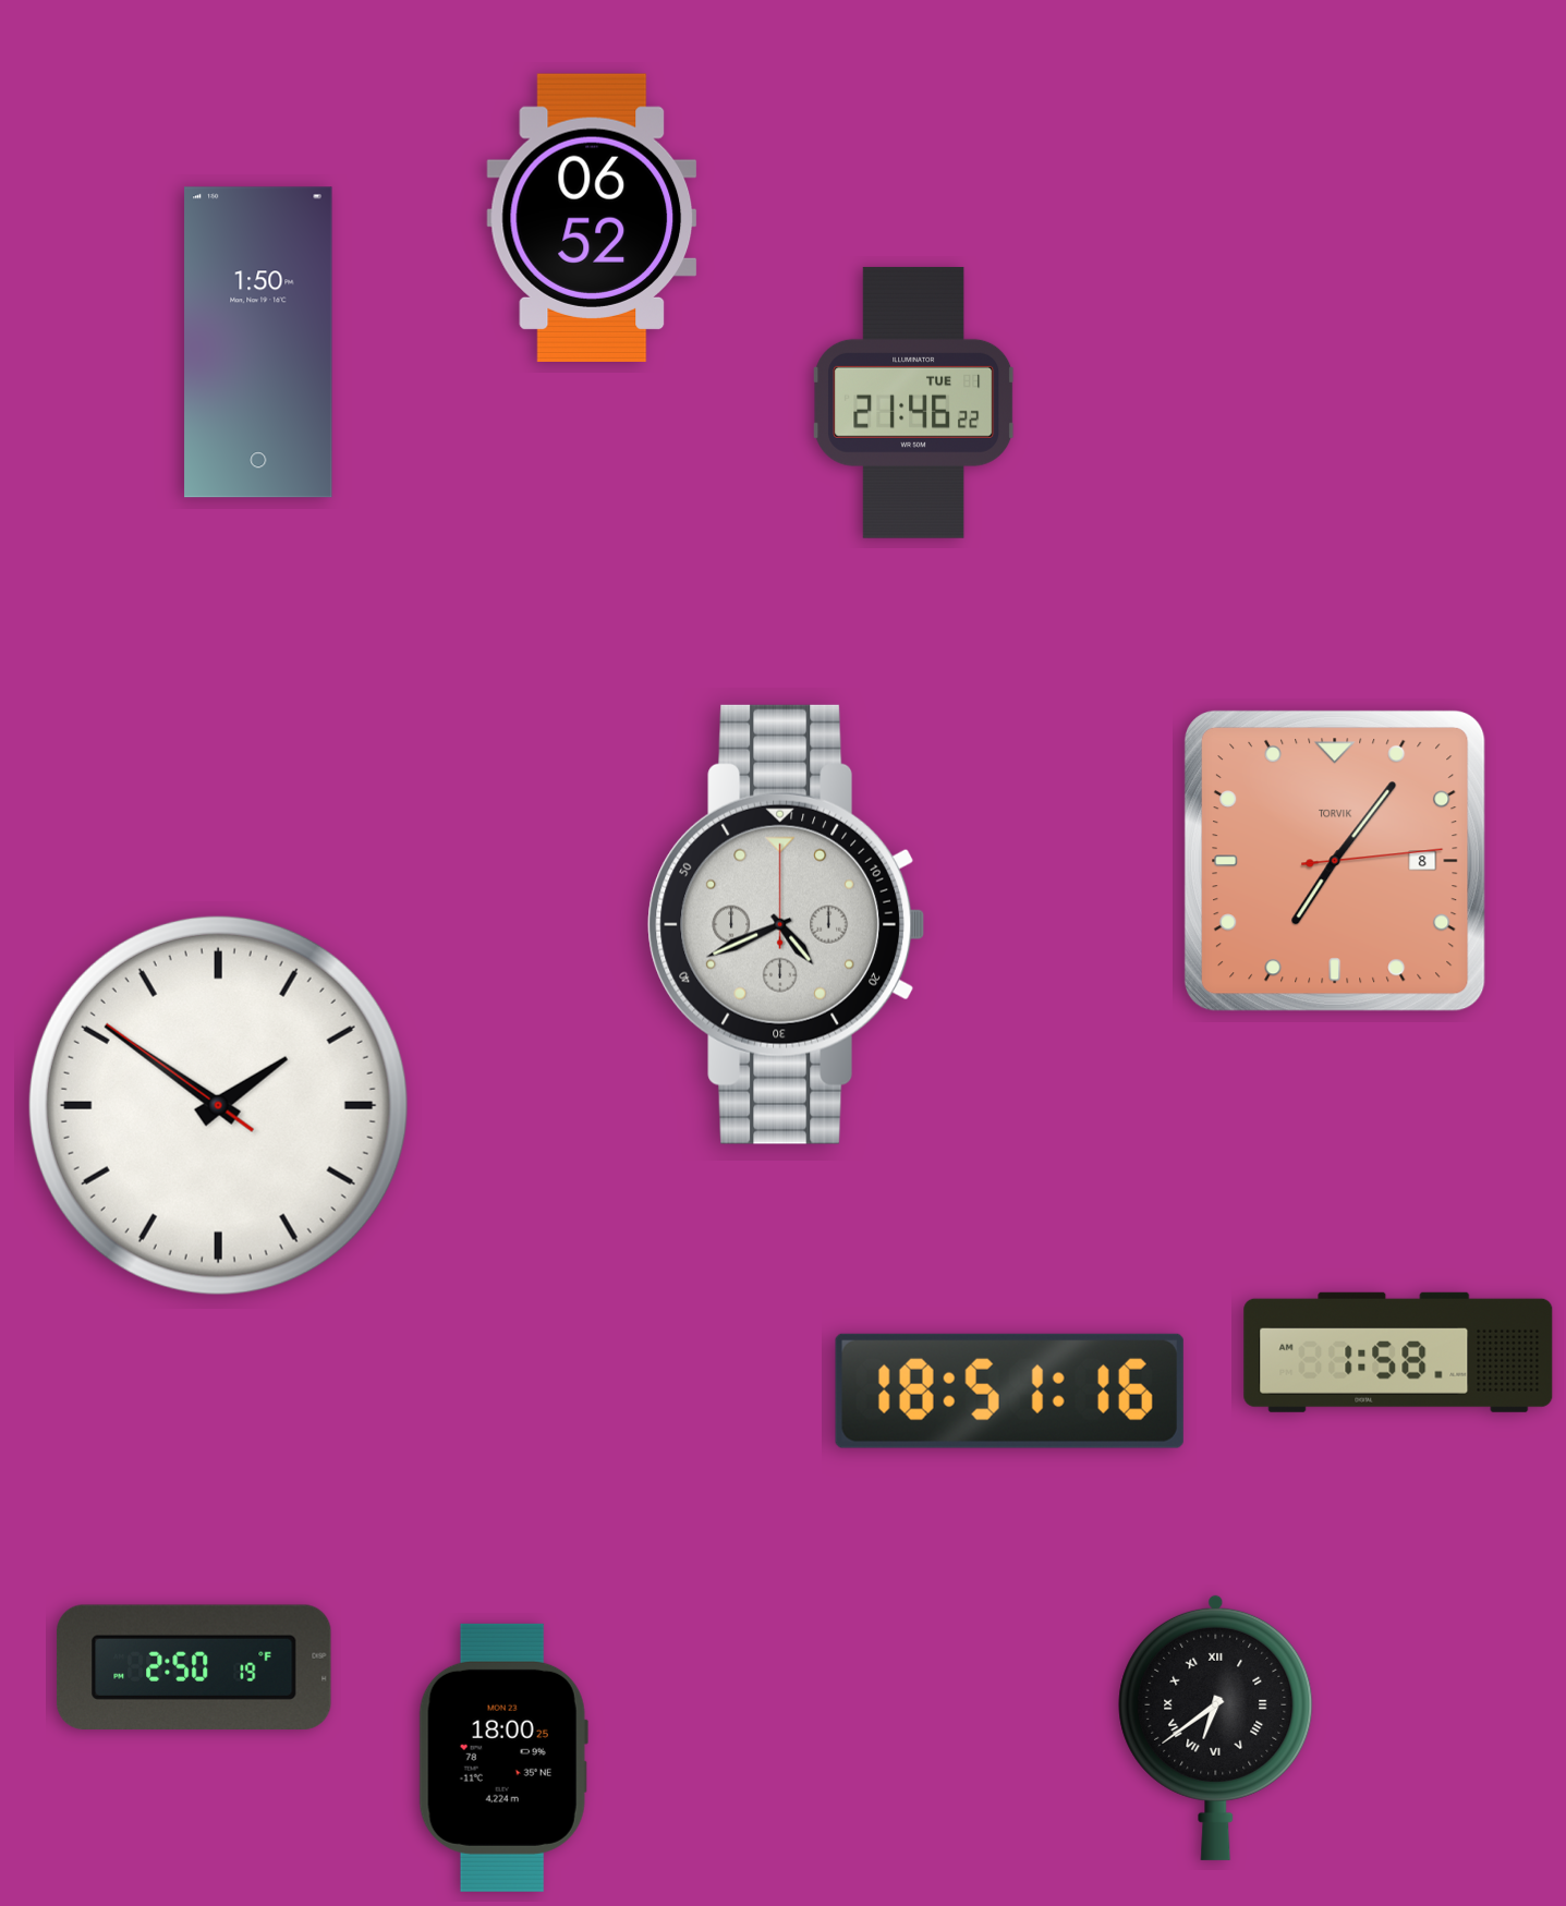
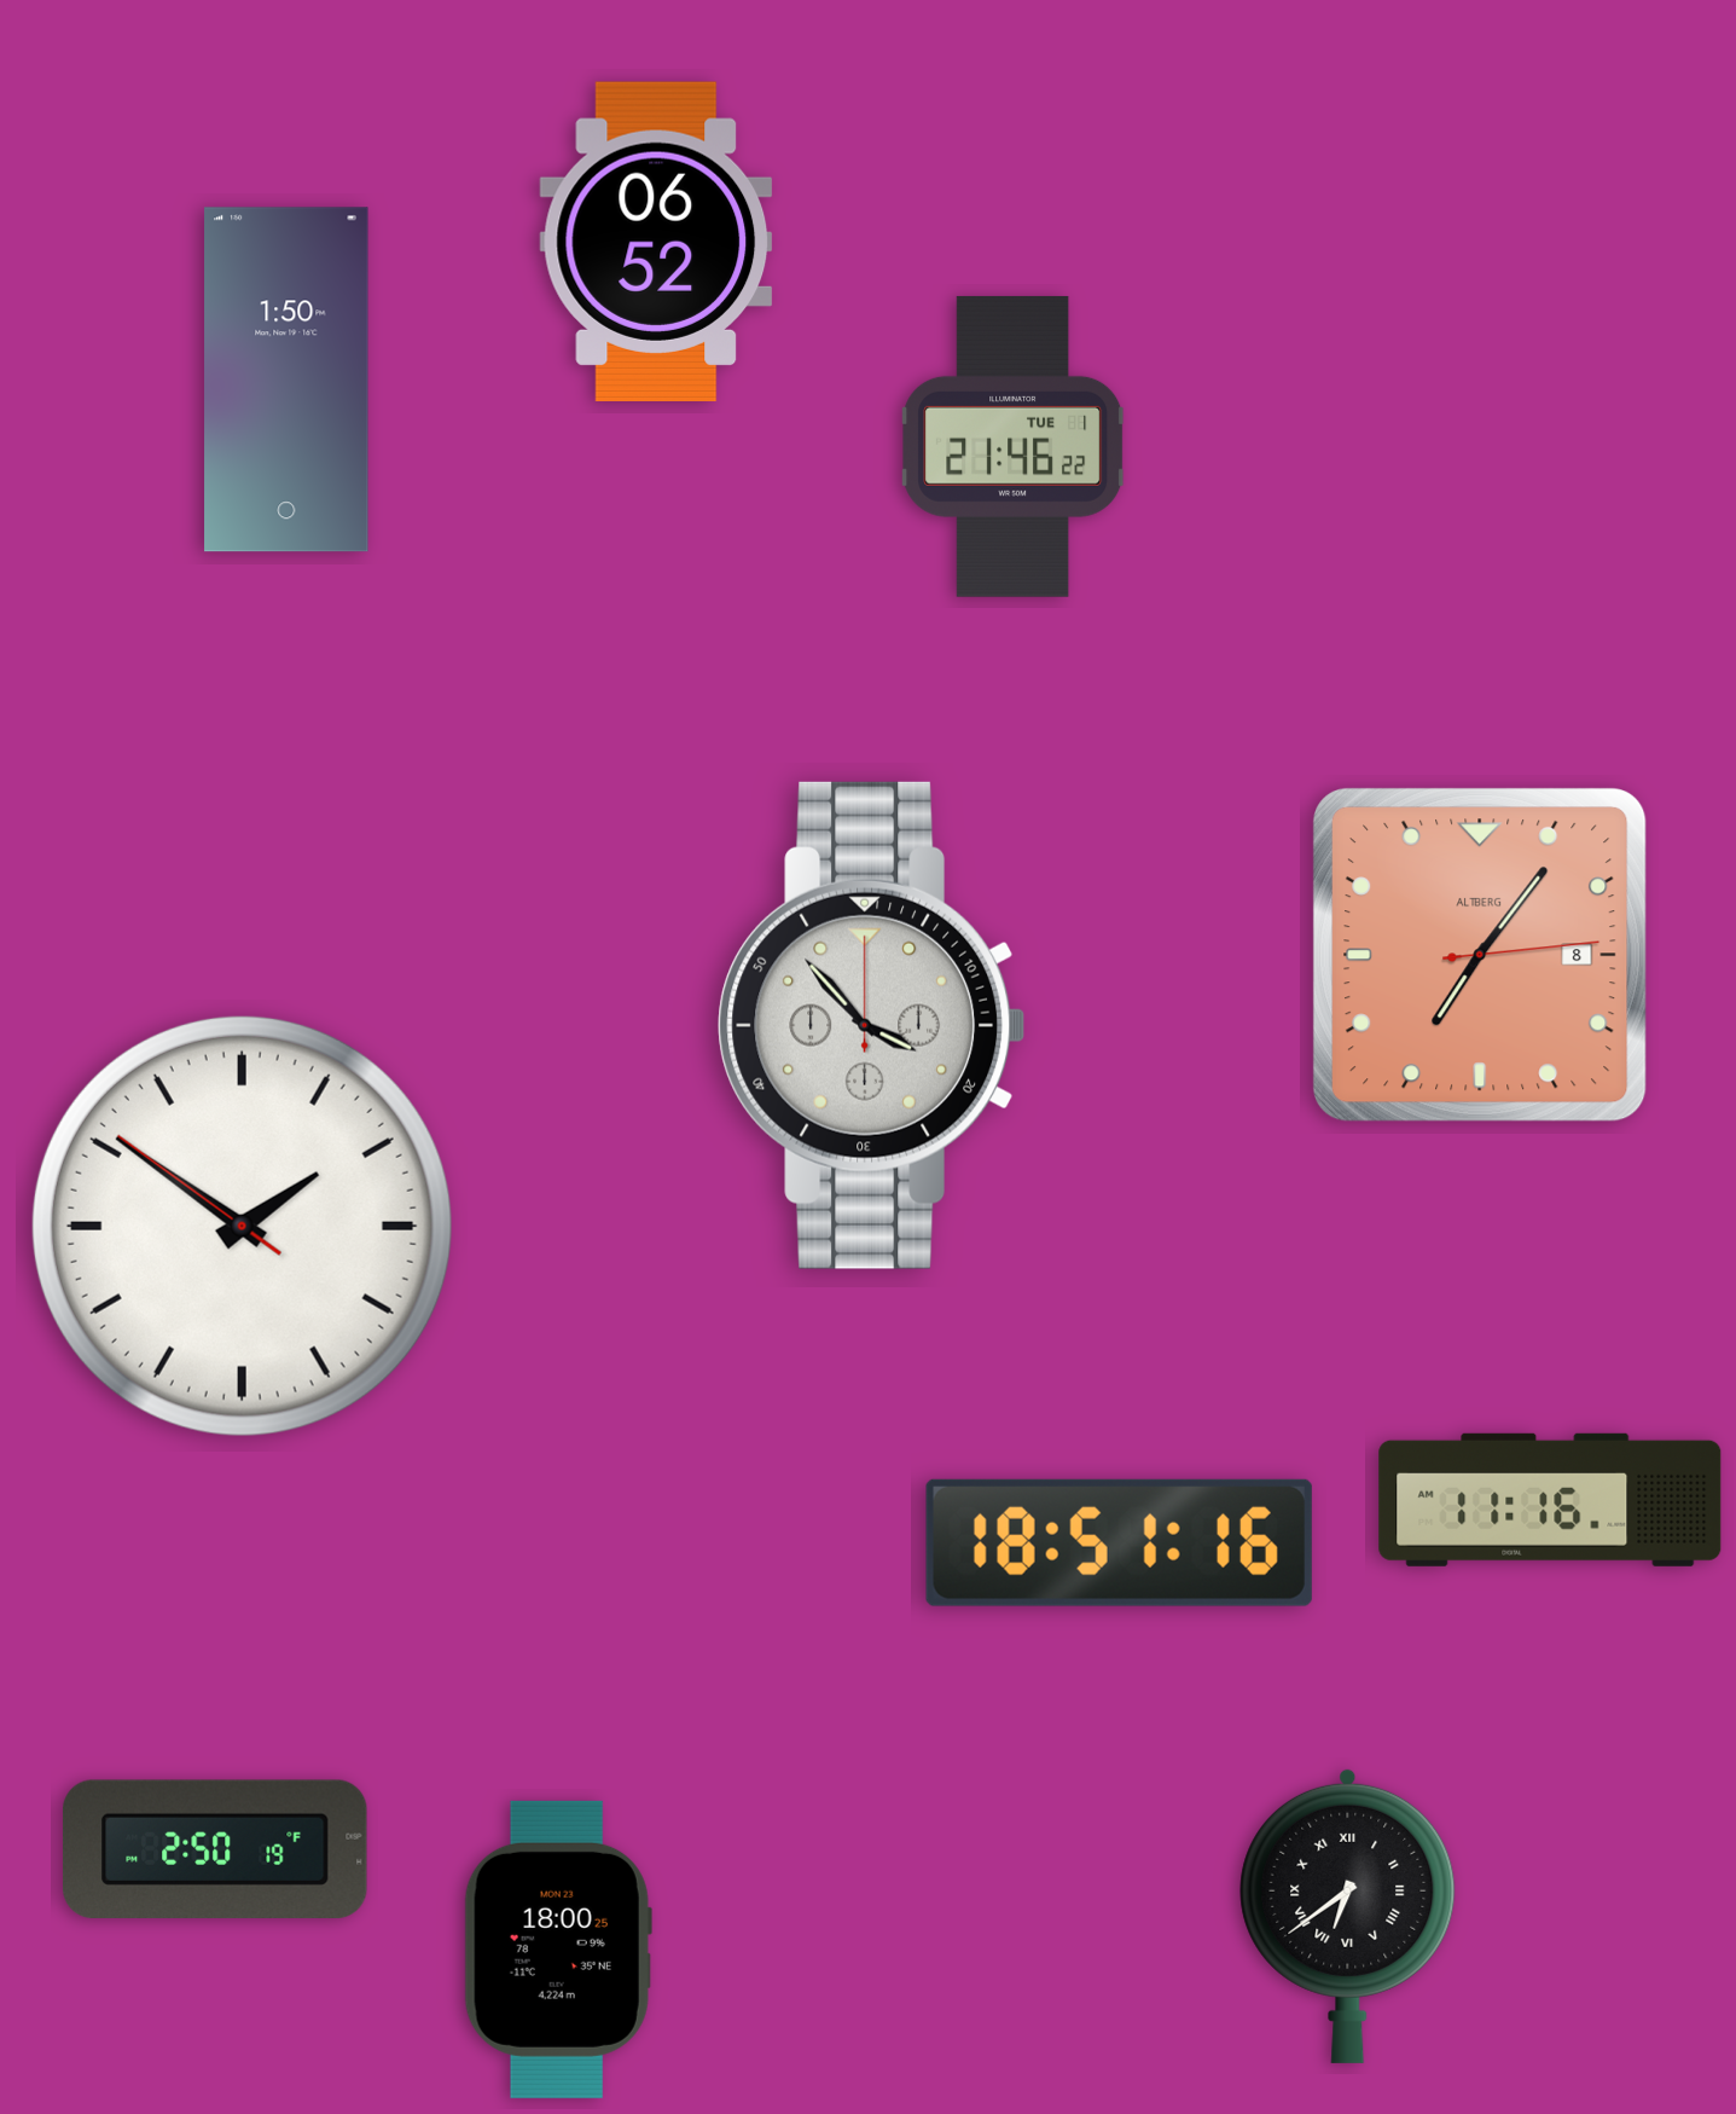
clock at (1336, 862) brand: TORVIK -> ALTBERG
clock at (787, 924): 4:41 -> 3:53
clock at (1398, 1352): 1:58 -> 11:16
